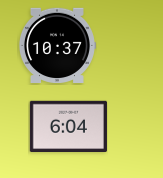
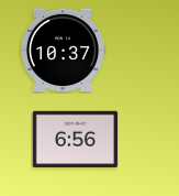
clock at (68, 127): 6:04 -> 6:56
